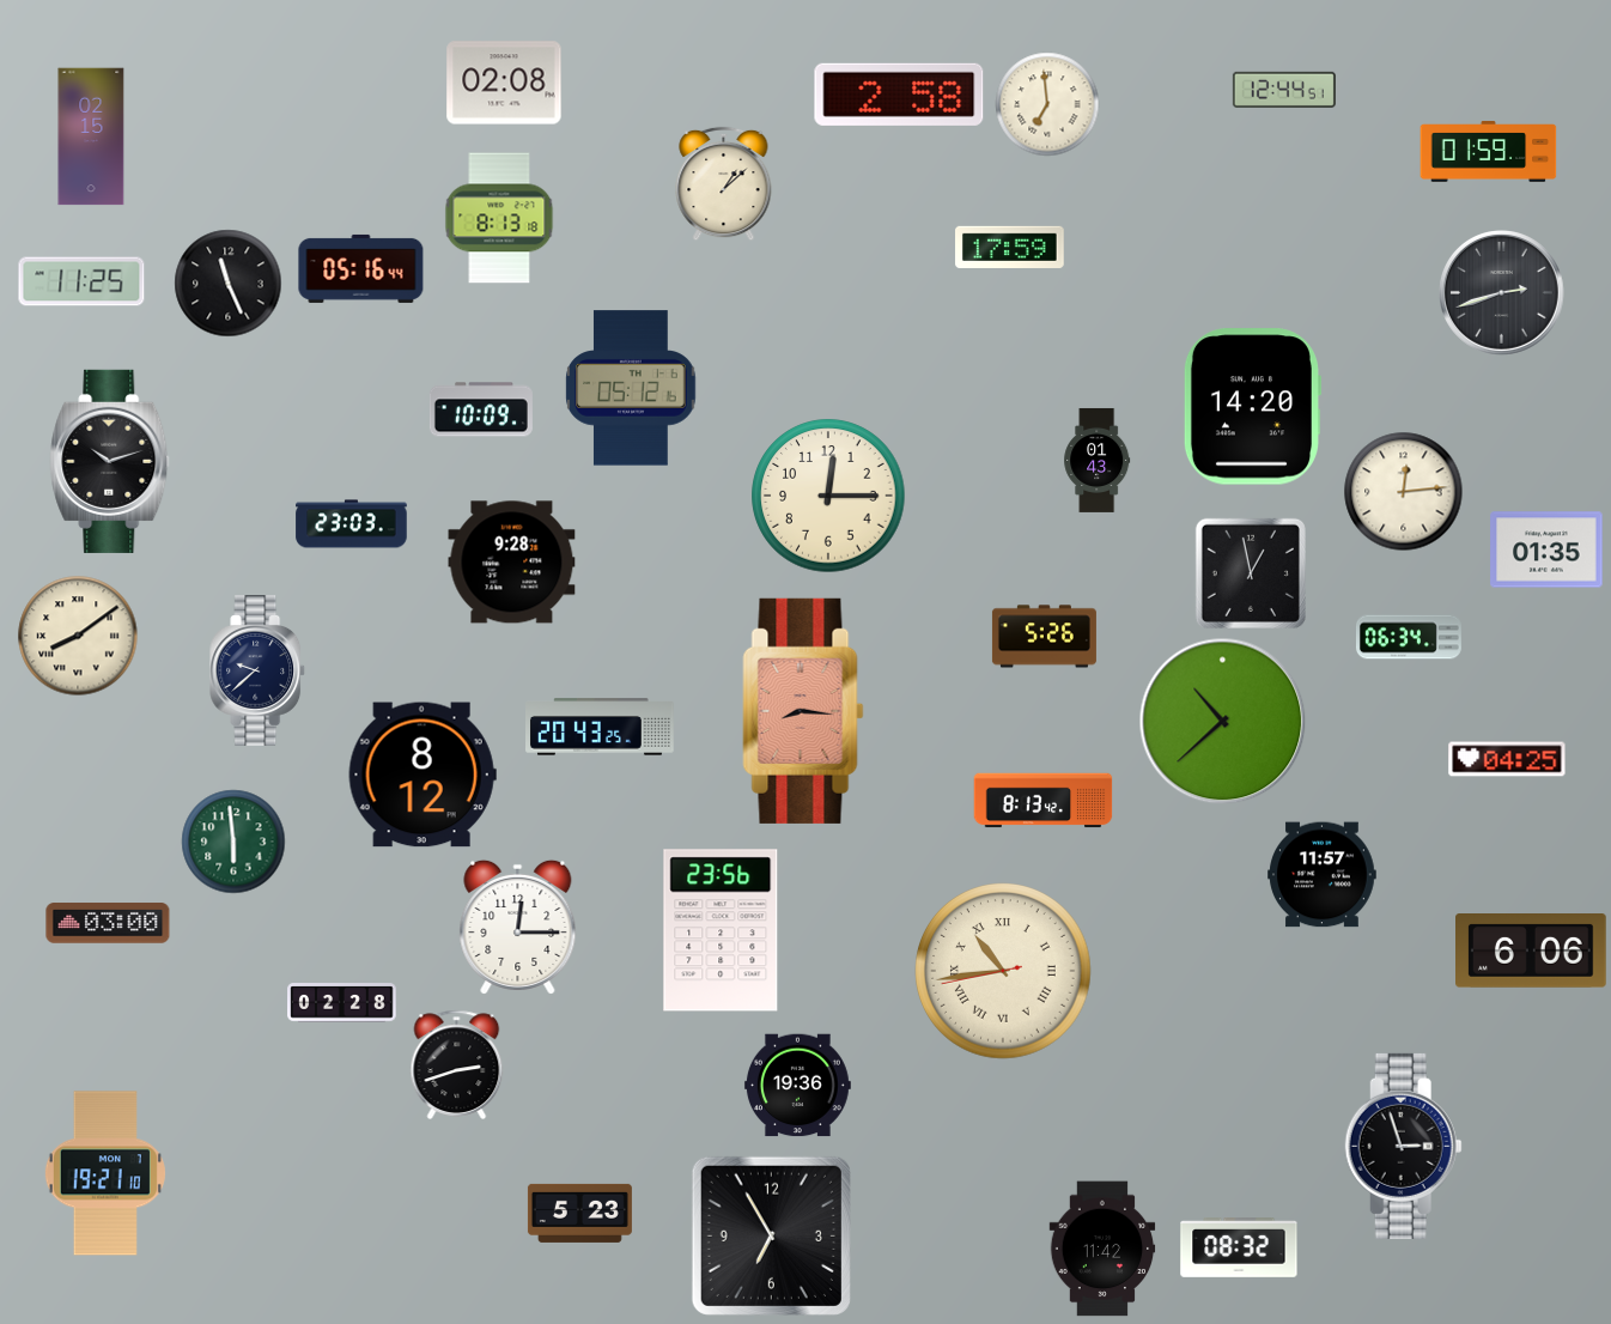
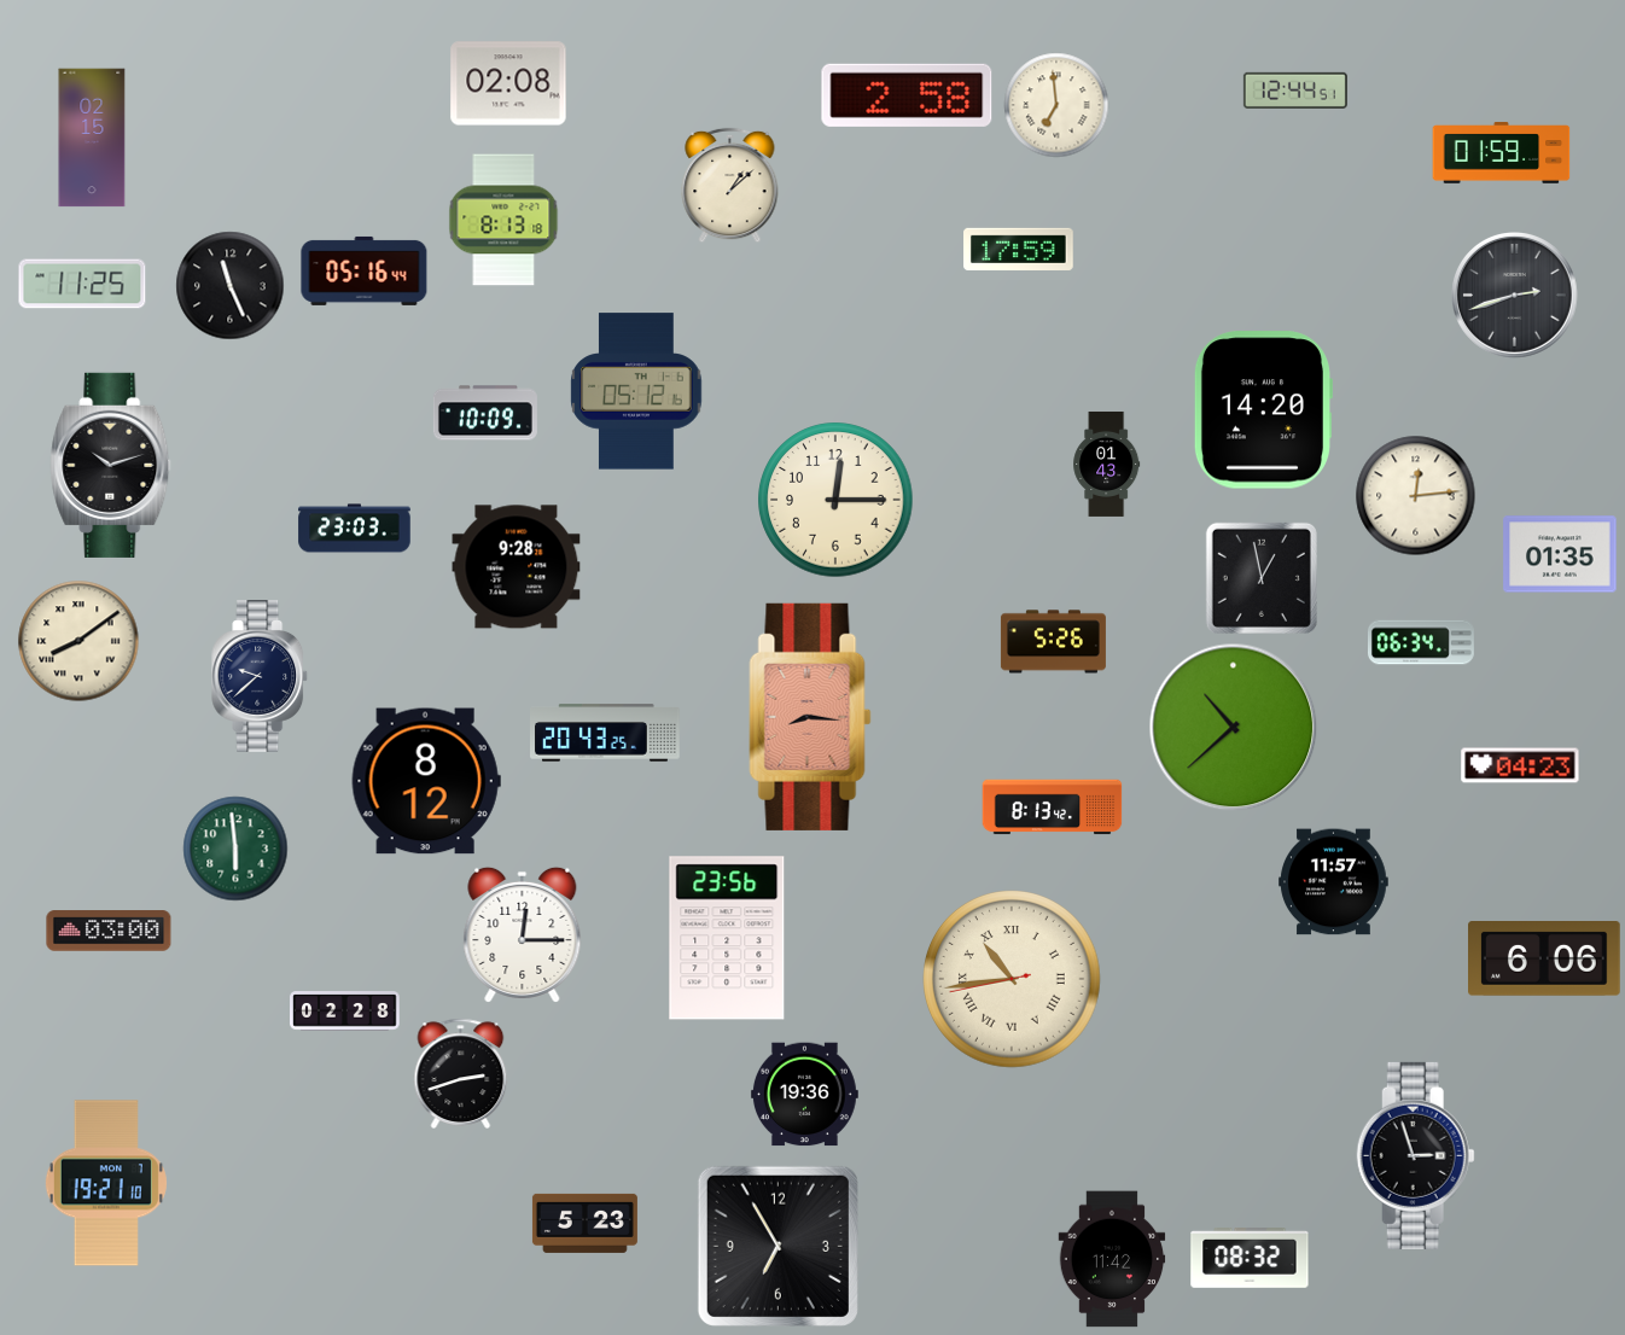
clock at (1507, 759): 04:25 -> 04:23
